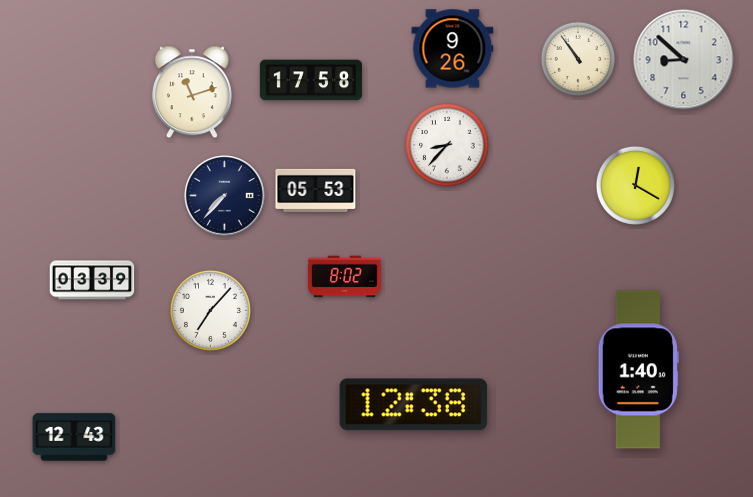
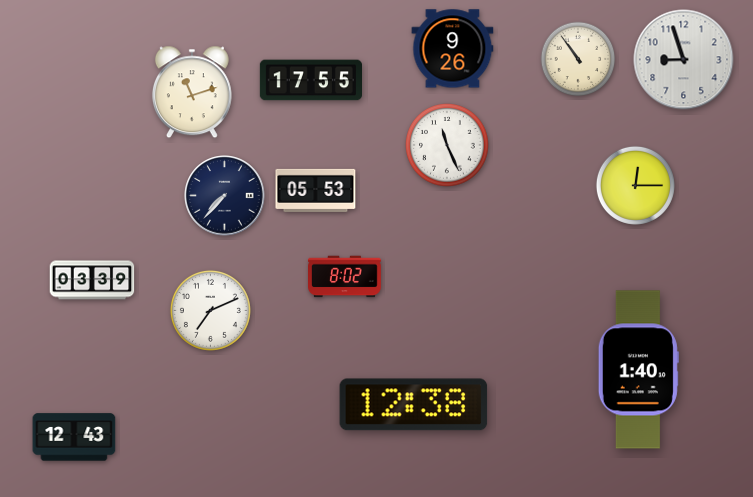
clock at (684, 60): 8:52 -> 8:57
clock at (310, 80): 17:58 -> 17:55
clock at (447, 145): 8:37 -> 11:26
clock at (635, 185): 12:20 -> 12:15
clock at (210, 310): 7:07 -> 7:11
